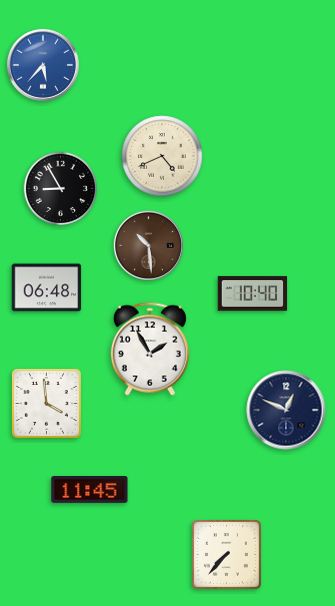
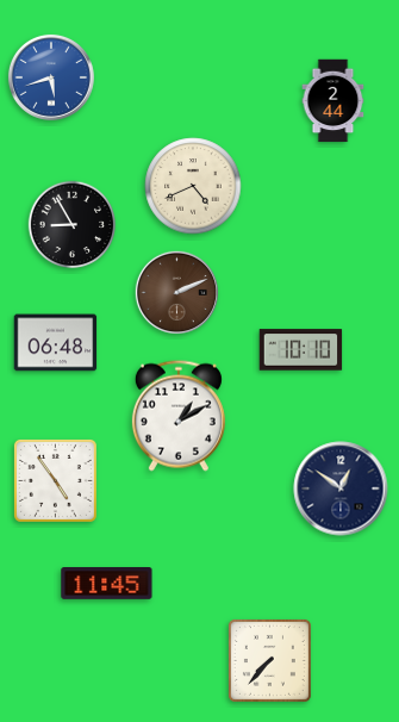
clock at (43, 65): 5:37 -> 5:42
clock at (333, 101): none -> 2:44
clock at (148, 245): 10:29 -> 2:11
clock at (253, 294): 10:40 -> 10:10
clock at (150, 349): 1:55 -> 1:10
clock at (46, 403): 3:59 -> 4:54
clock at (286, 410): 12:49 -> 12:51
